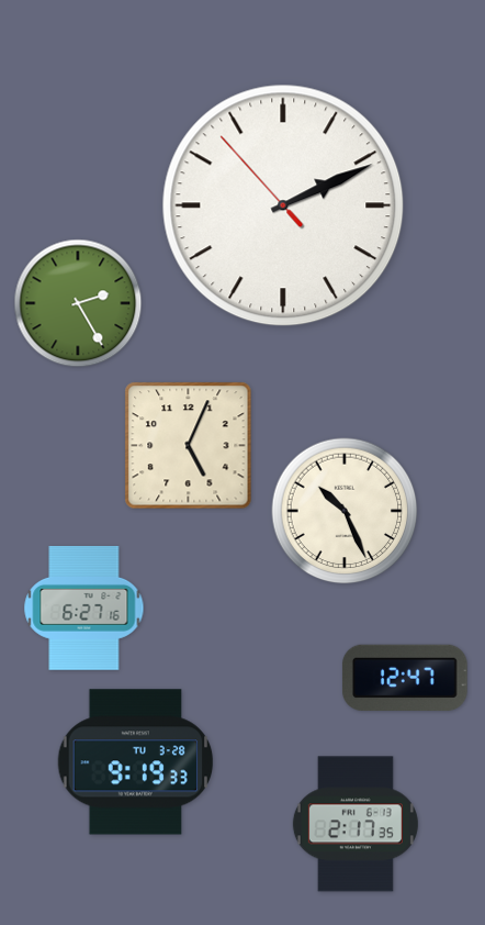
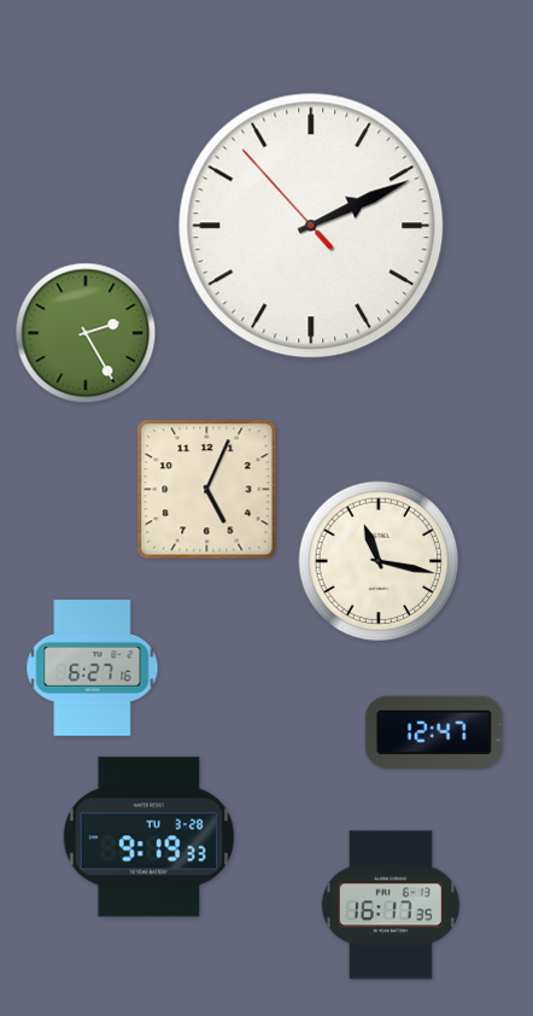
clock at (345, 511): 10:26 -> 11:17
clock at (405, 678) position: (405, 678) -> (434, 732)
clock at (356, 824): 2:17 -> 16:17
